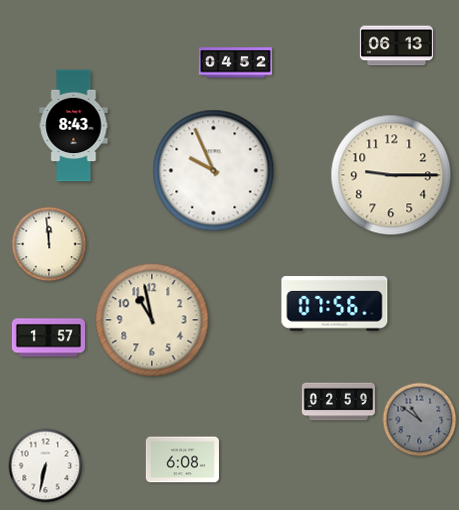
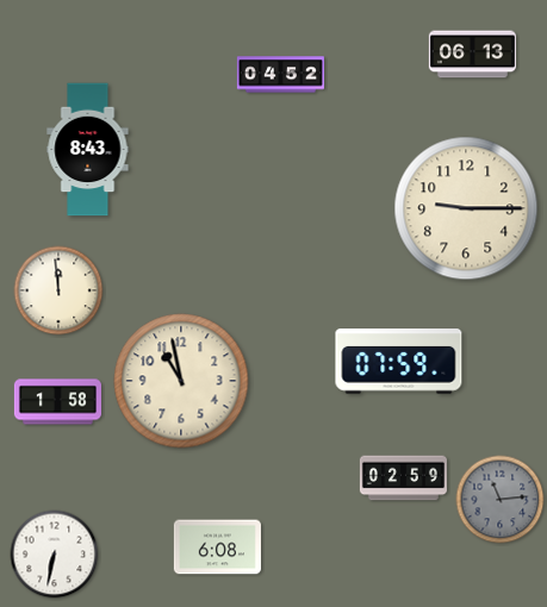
clock at (214, 171): 9:56 -> none
clock at (335, 304): 07:56 -> 07:59
clock at (48, 338): 1:57 -> 1:58
clock at (420, 420): 10:51 -> 11:14
